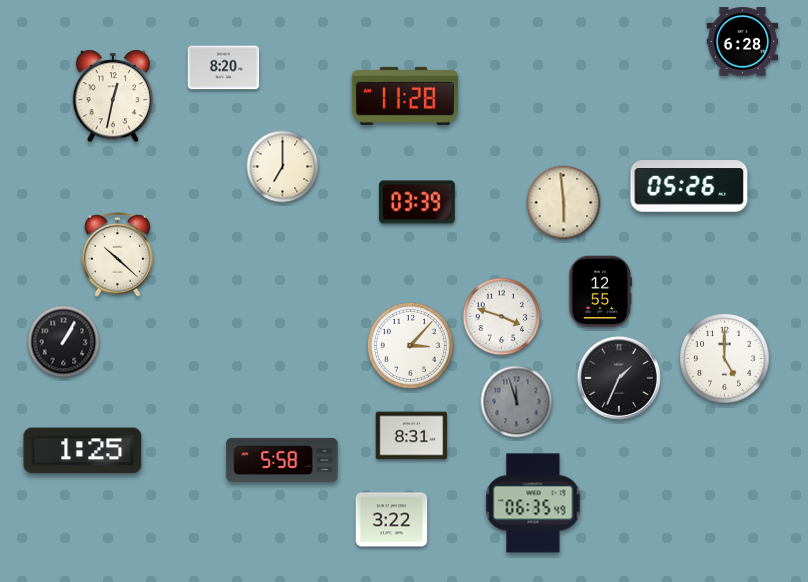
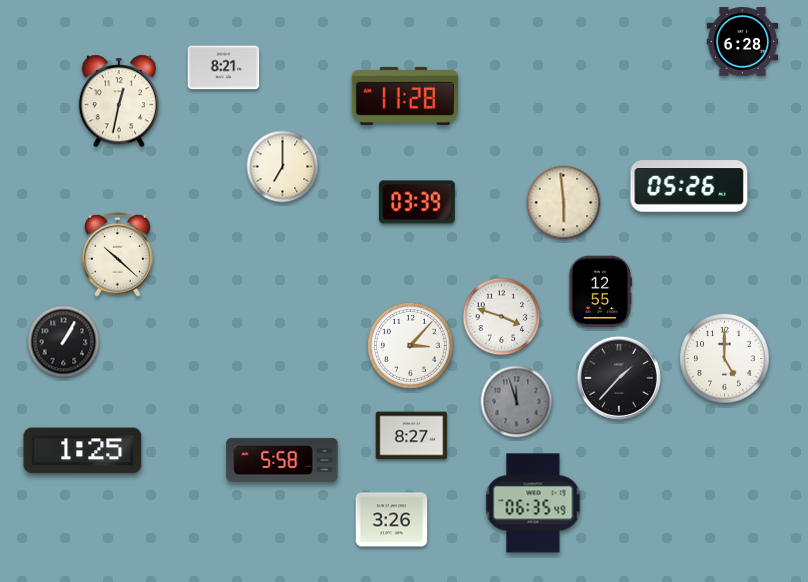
clock at (224, 68): 8:20 -> 8:21
clock at (112, 96) position: (112, 96) -> (118, 101)
clock at (619, 378): 1:34 -> 1:37
clock at (412, 436): 8:31 -> 8:27
clock at (392, 520): 3:22 -> 3:26
